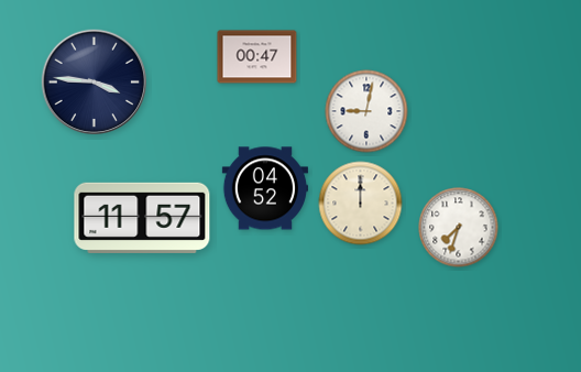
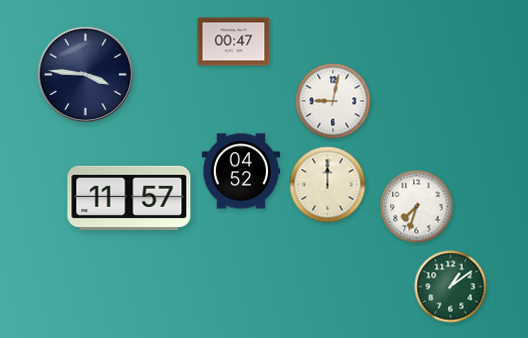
clock at (257, 57) position: (257, 57) -> (234, 42)
clock at (451, 287): none -> 1:09
